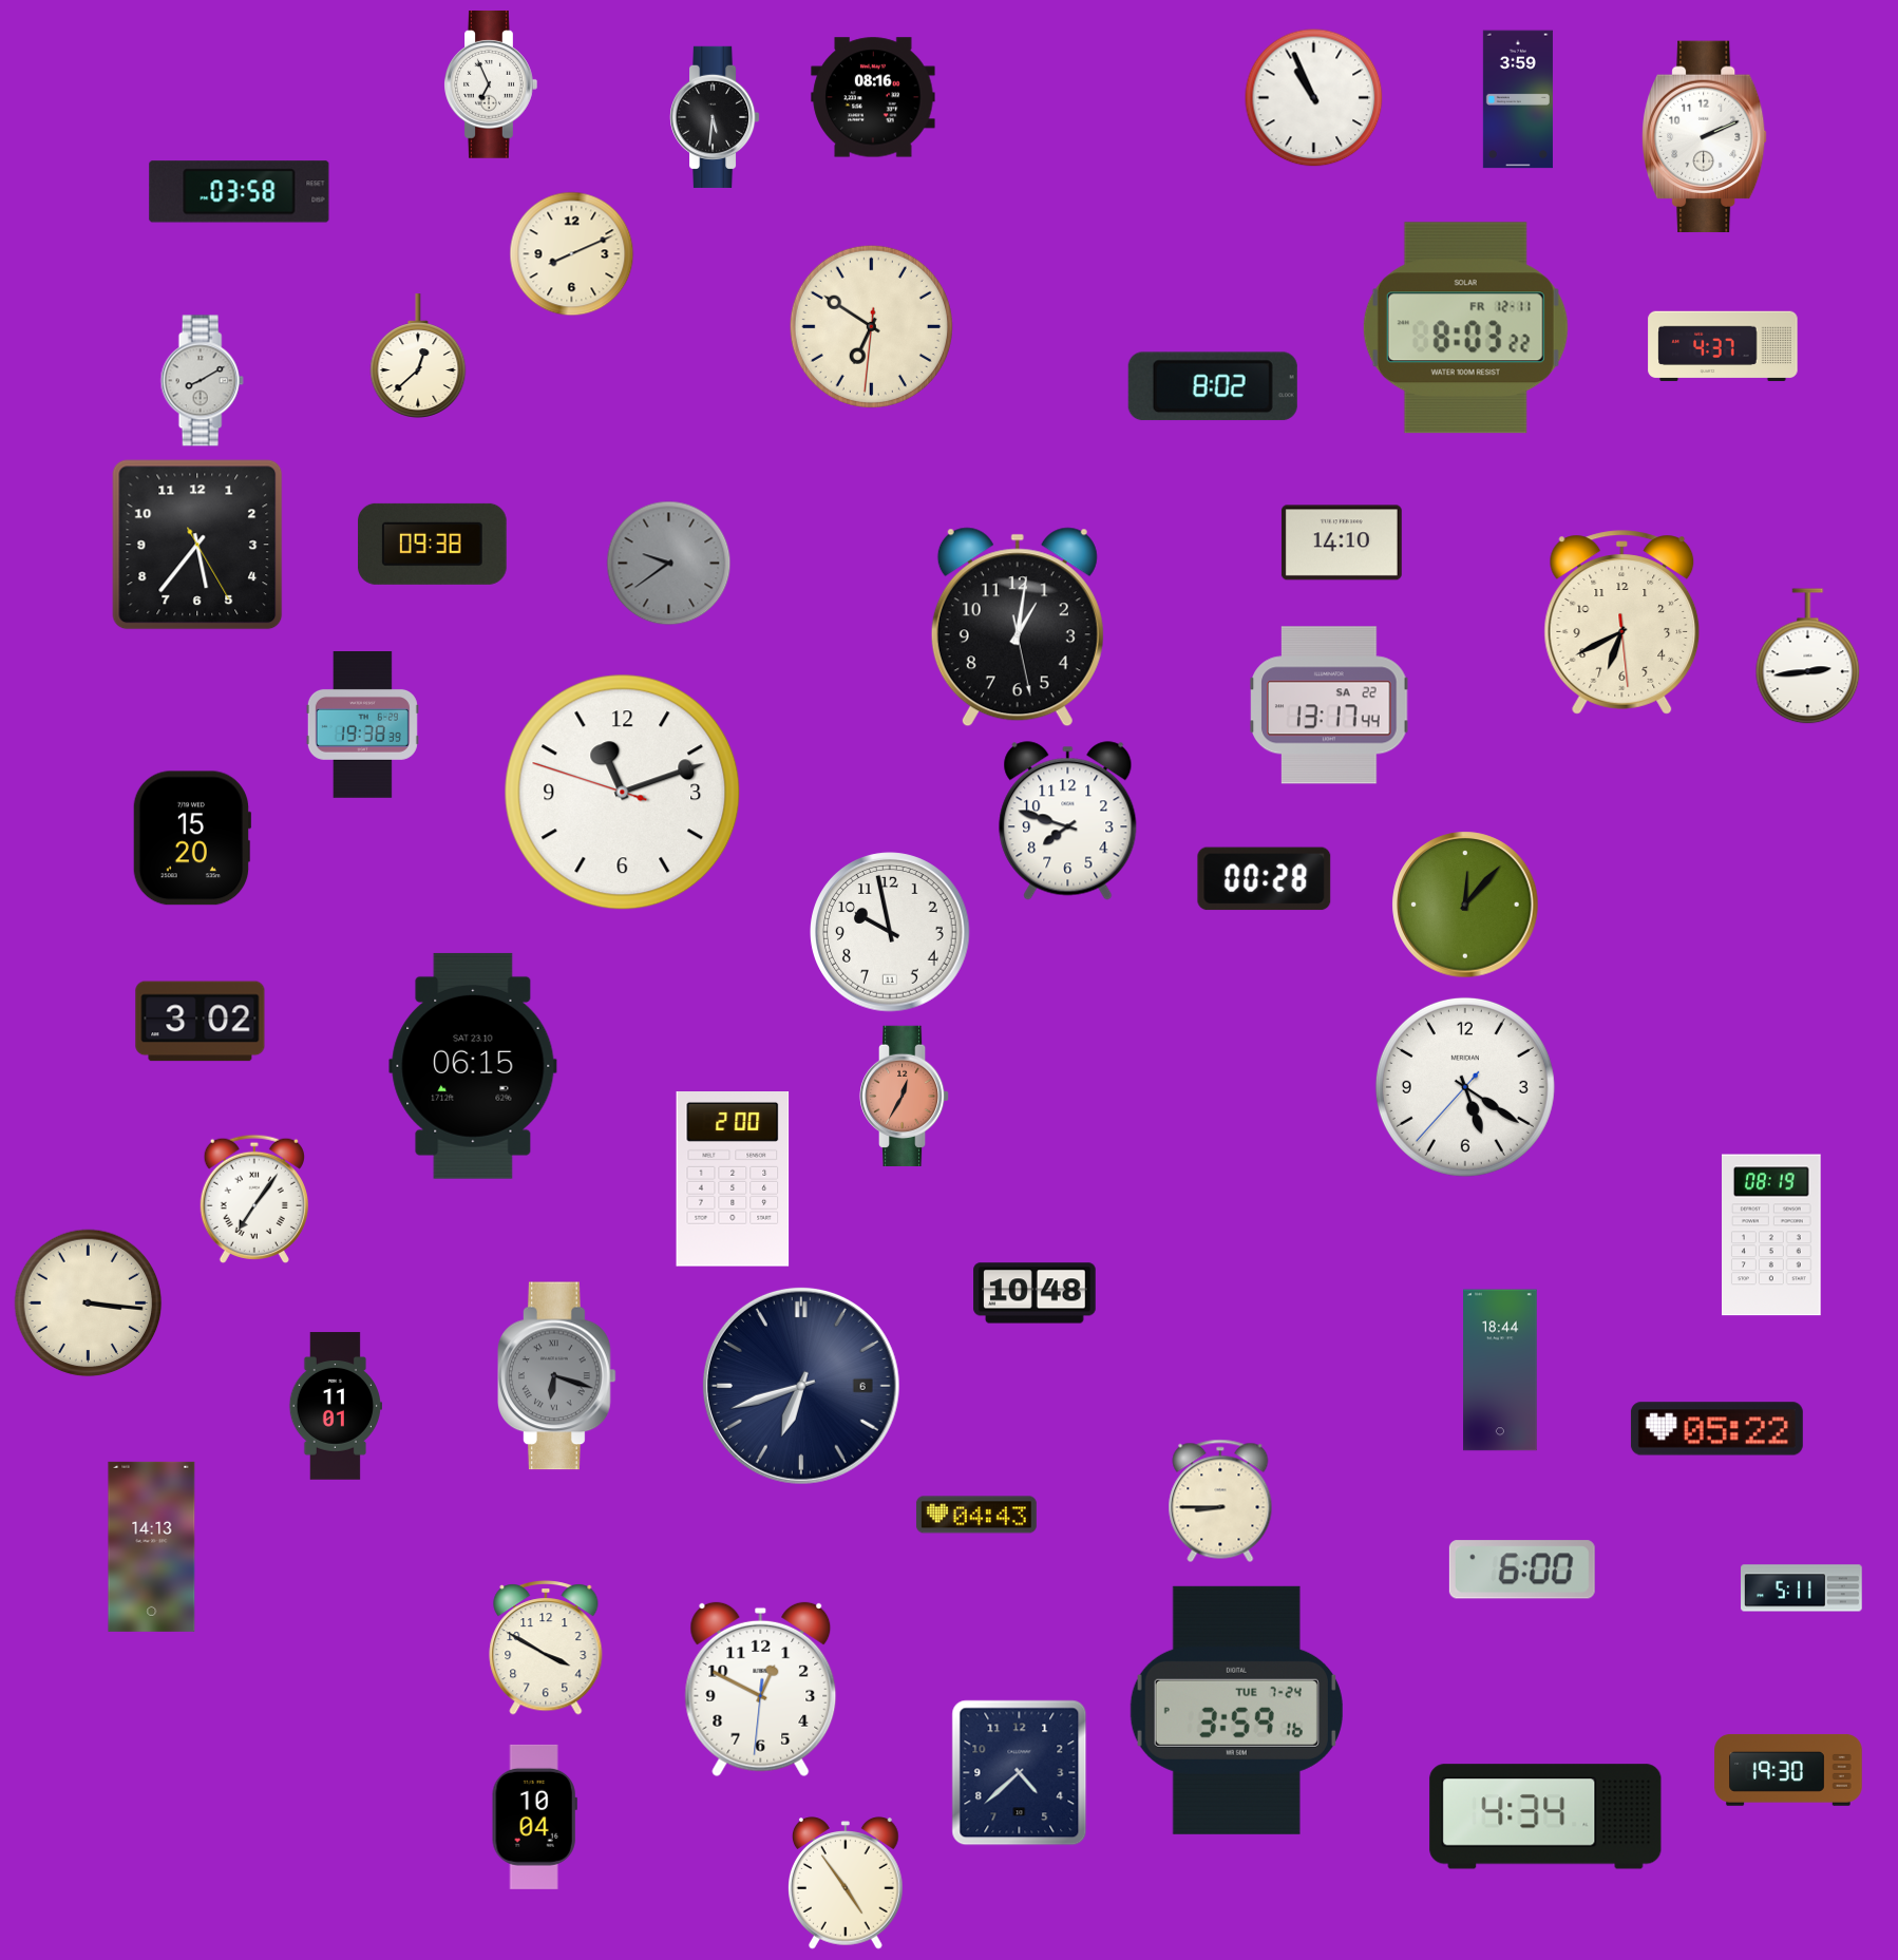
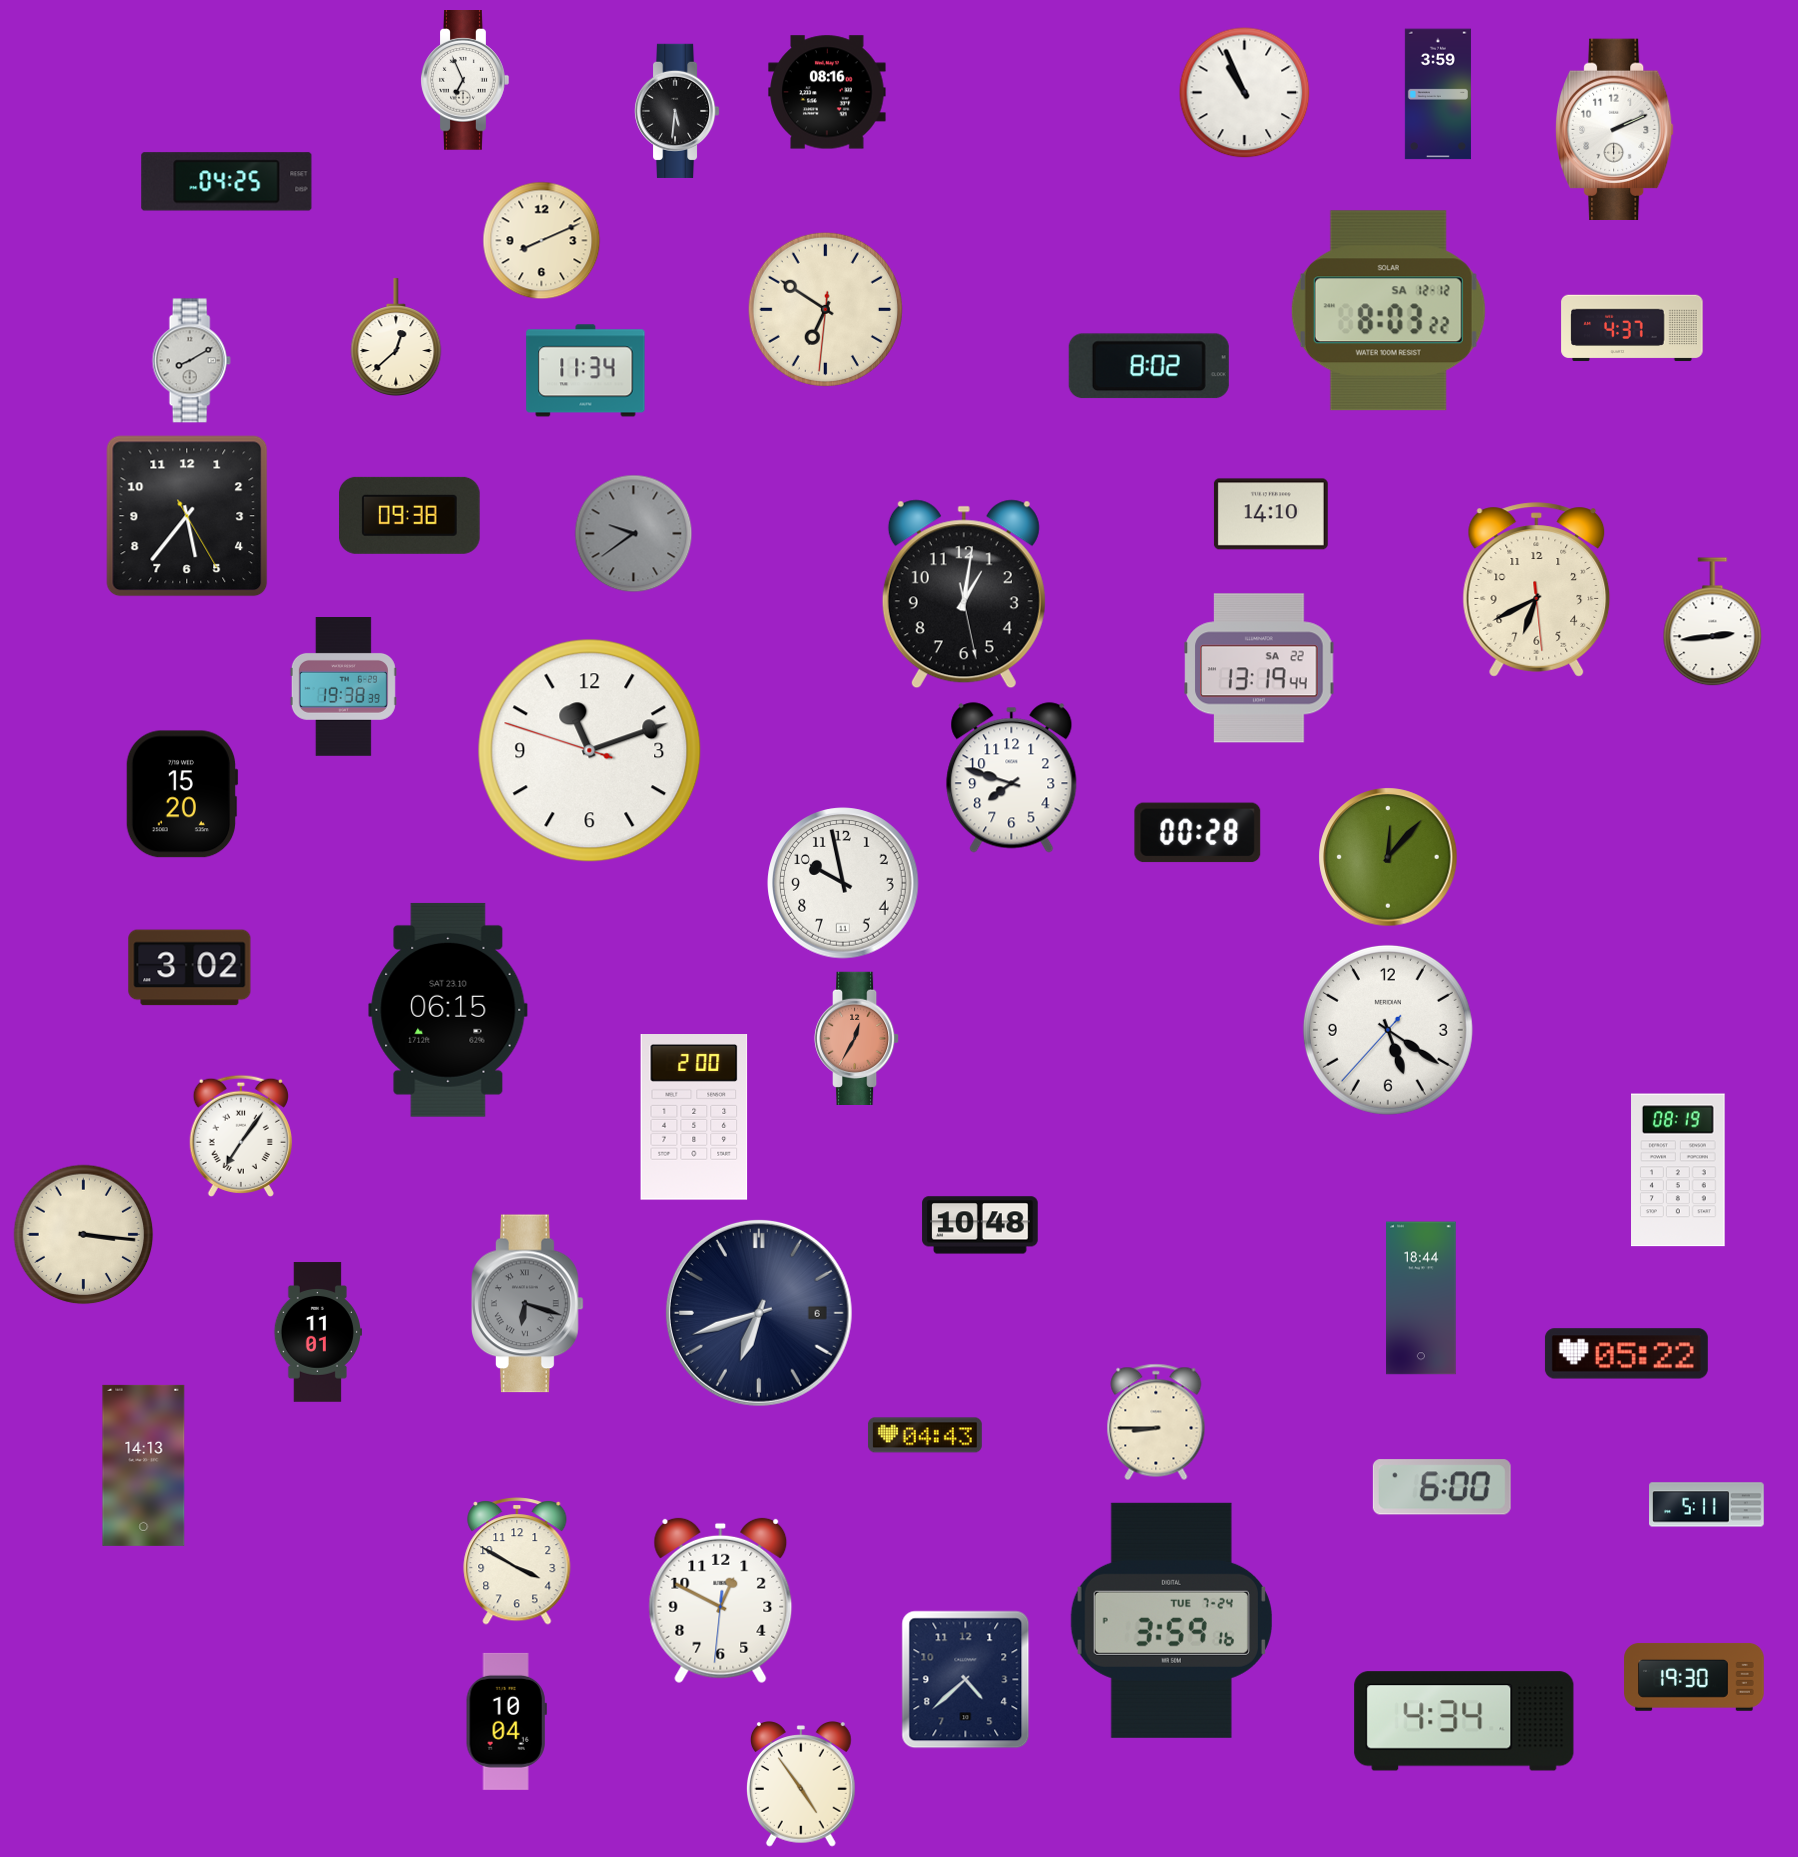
clock at (240, 192): 03:58 -> 04:25
clock at (1465, 328) date: FR 12-11 -> SA 12-12
clock at (586, 371): none -> 11:34
clock at (1329, 705): 13:17 -> 13:19
